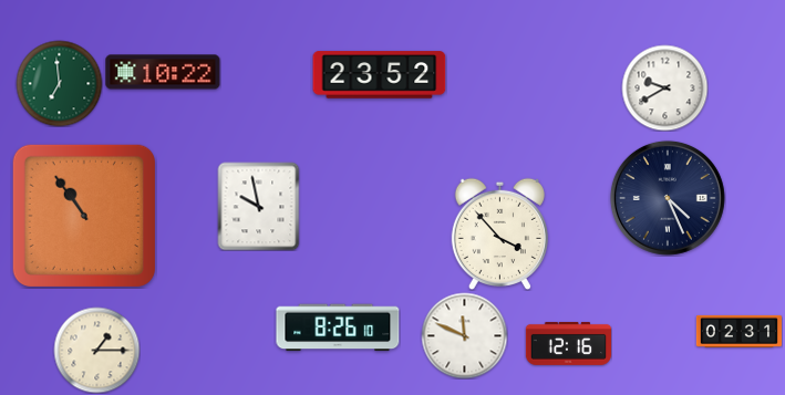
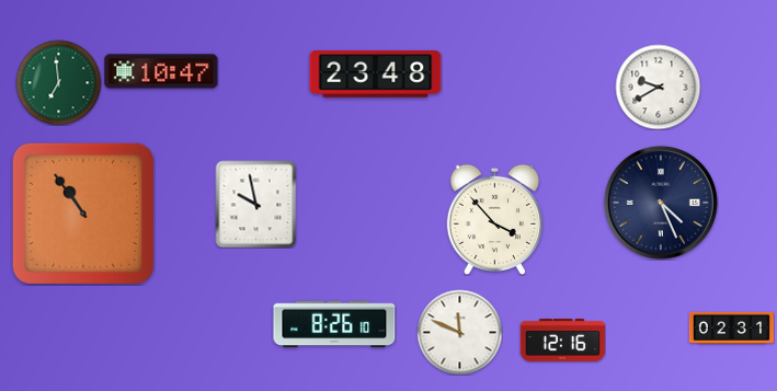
clock at (163, 72): 10:22 -> 10:47
clock at (380, 75): 23:52 -> 23:48
clock at (668, 198) position: (668, 198) -> (661, 203)
clock at (499, 233) position: (499, 233) -> (494, 219)
clock at (96, 350): 1:15 -> none
